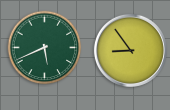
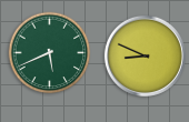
clock at (130, 50): 8:54 -> 8:49
